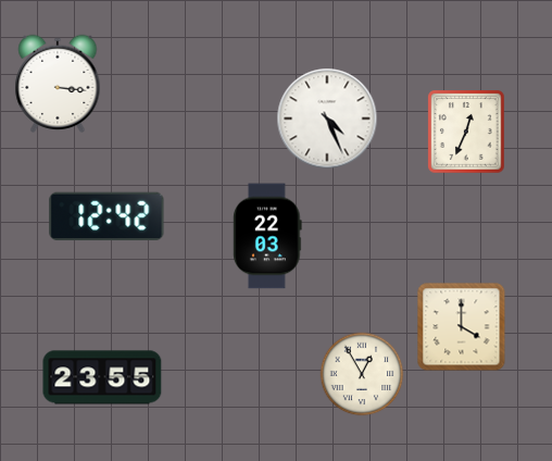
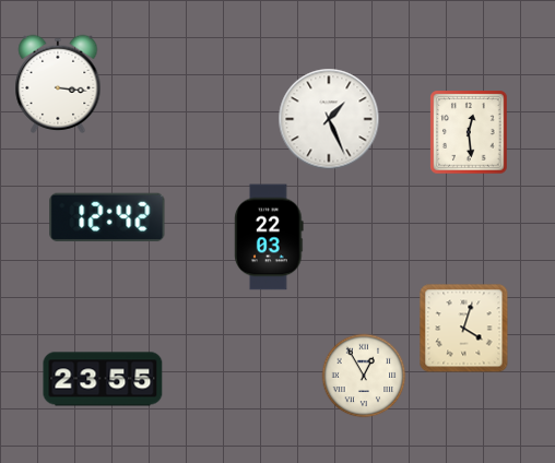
clock at (327, 119): 4:26 -> 1:26
clock at (466, 132): 12:34 -> 12:29
clock at (462, 327): 4:00 -> 4:03
